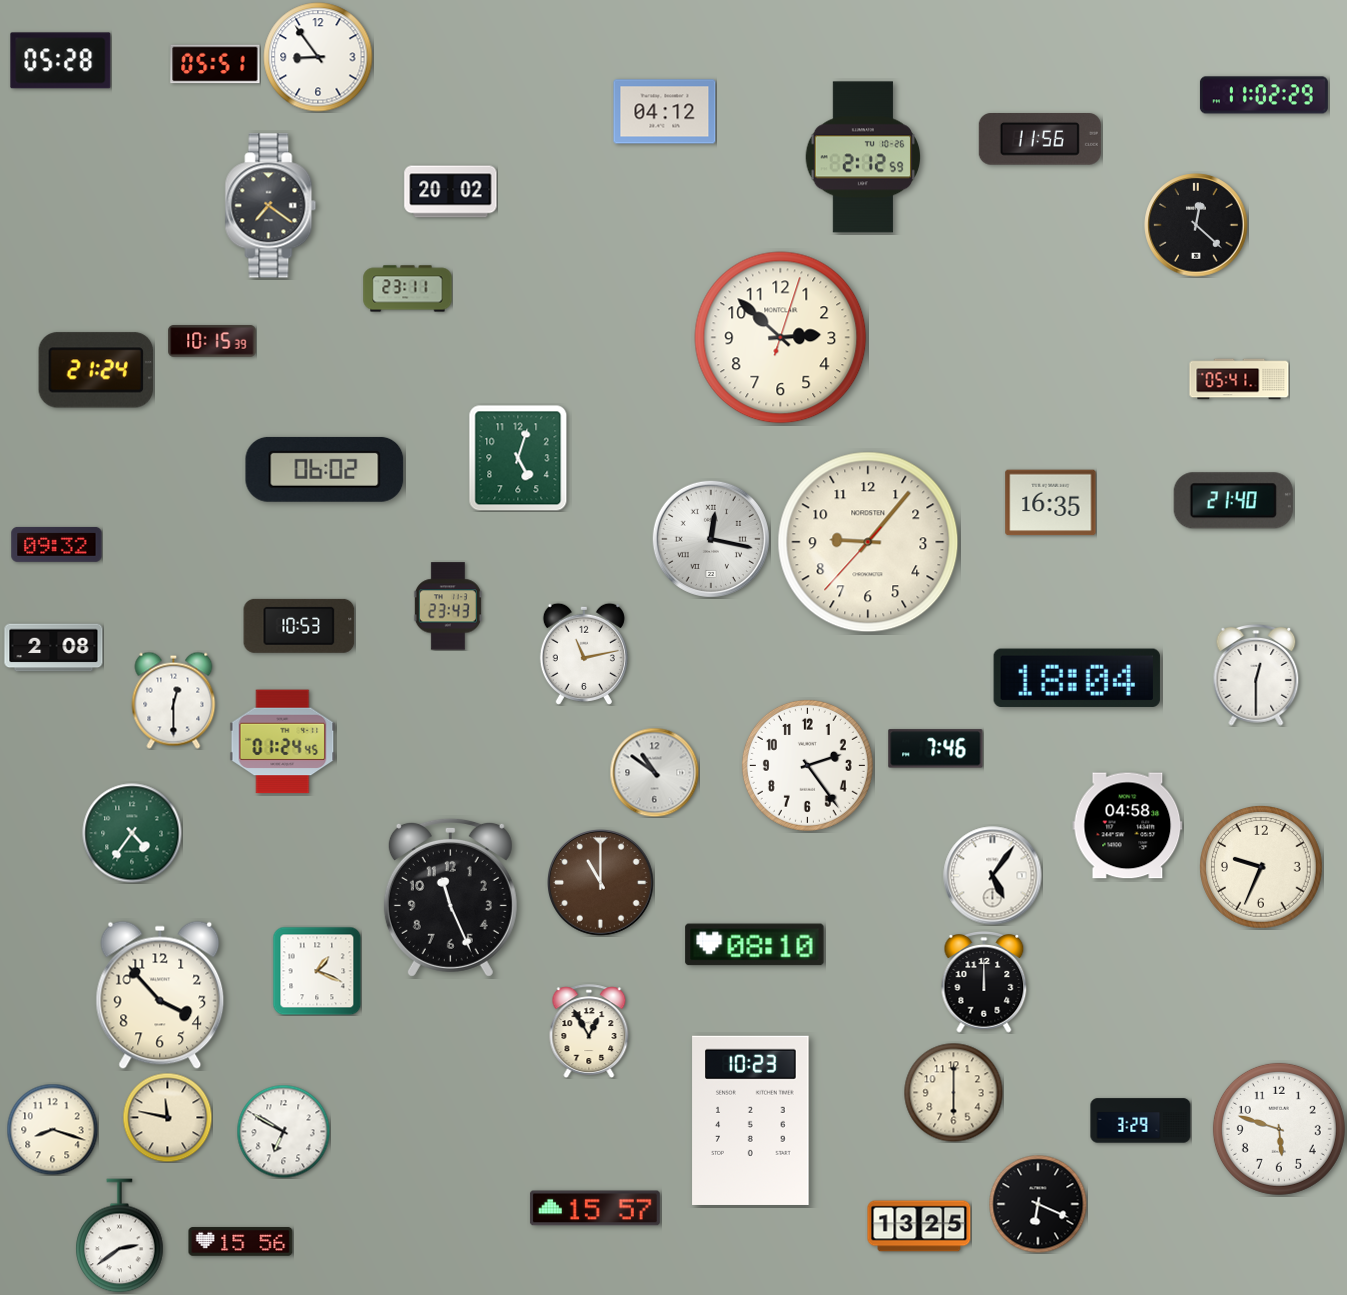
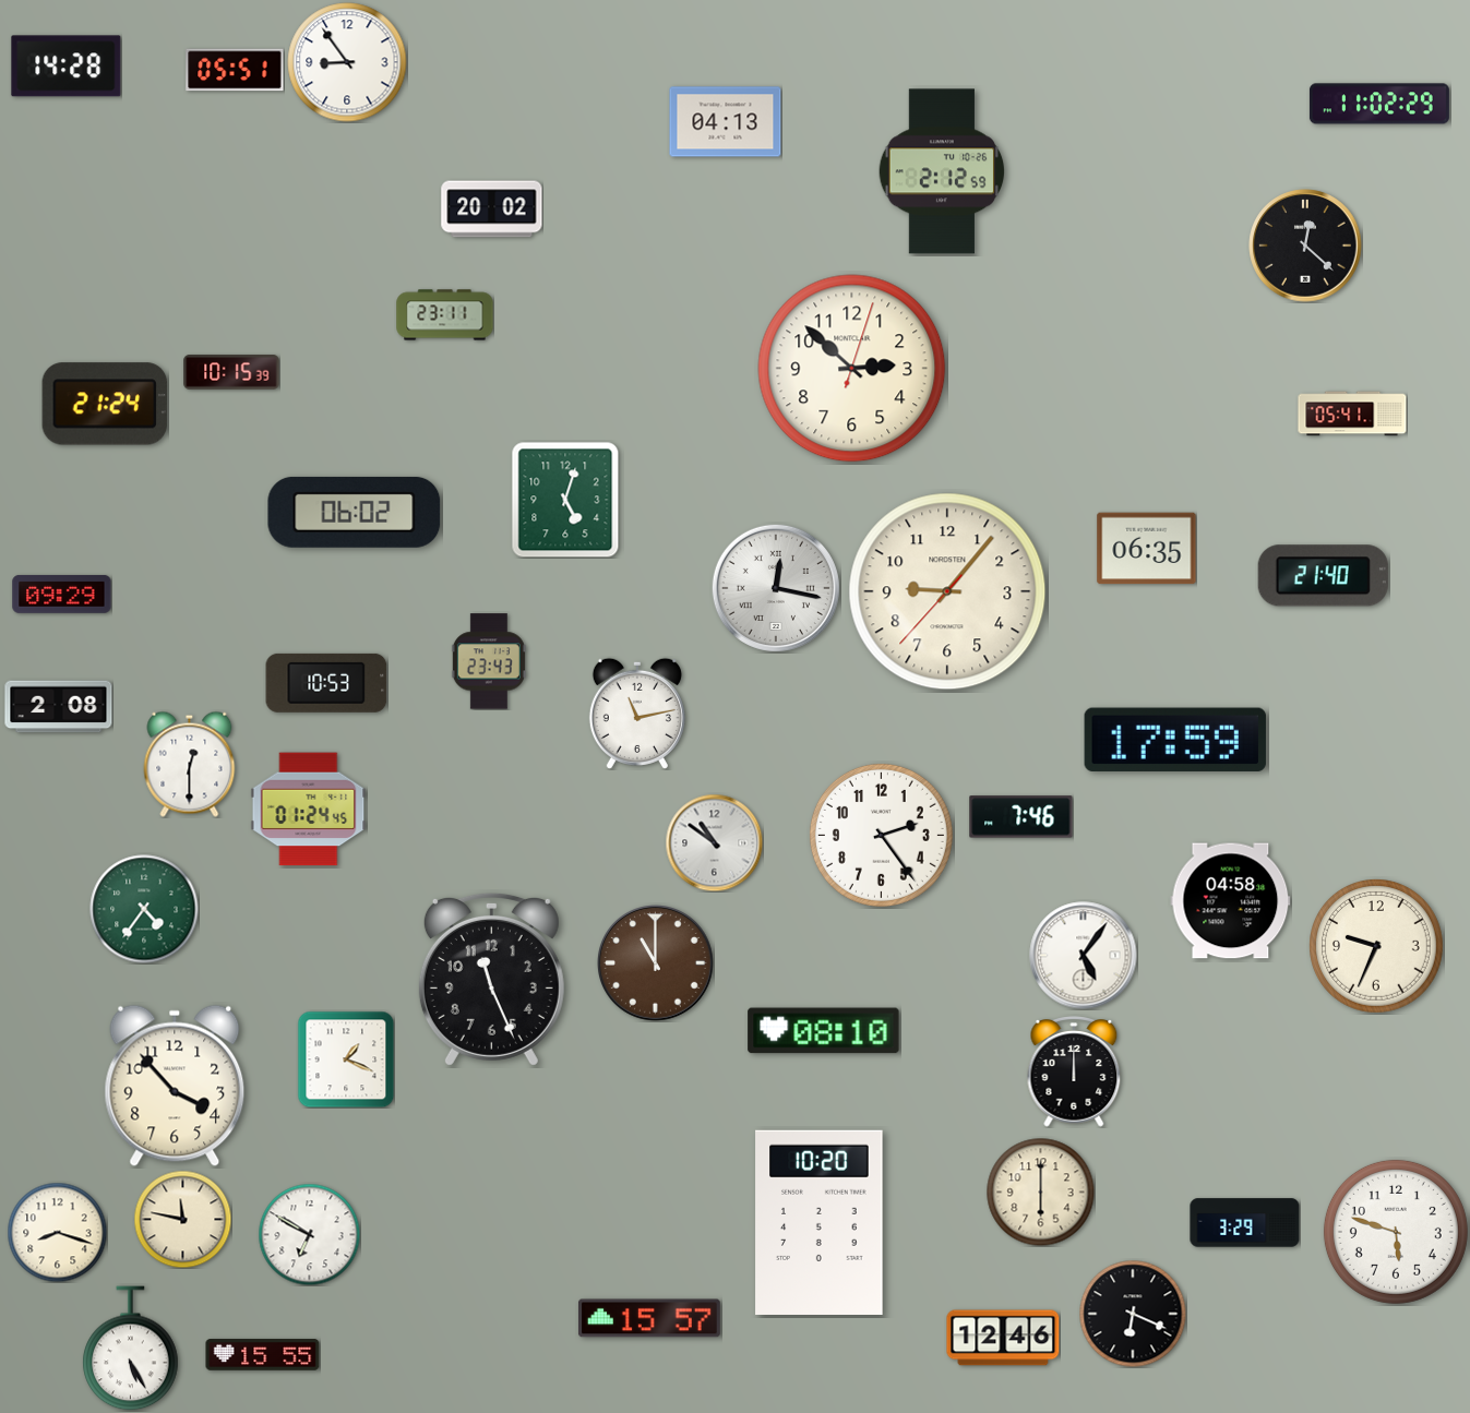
clock at (61, 61): 05:28 -> 14:28
clock at (665, 112): 04:12 -> 04:13
clock at (1040, 140): 11:56 -> none
clock at (271, 206): 7:21 -> none
clock at (1233, 501) position: (1233, 501) -> (1323, 576)
clock at (1051, 503): 16:35 -> 06:35
clock at (57, 544): 09:32 -> 09:29
clock at (1256, 675): 12:30 -> none
clock at (1077, 678): 18:04 -> 17:59
clock at (589, 1031): 12:55 -> none
clock at (751, 1120): 10:23 -> 10:20
clock at (919, 1226): 13:25 -> 12:46
clock at (120, 1236): 2:39 -> 5:25
clock at (241, 1242): 15:56 -> 15:55
